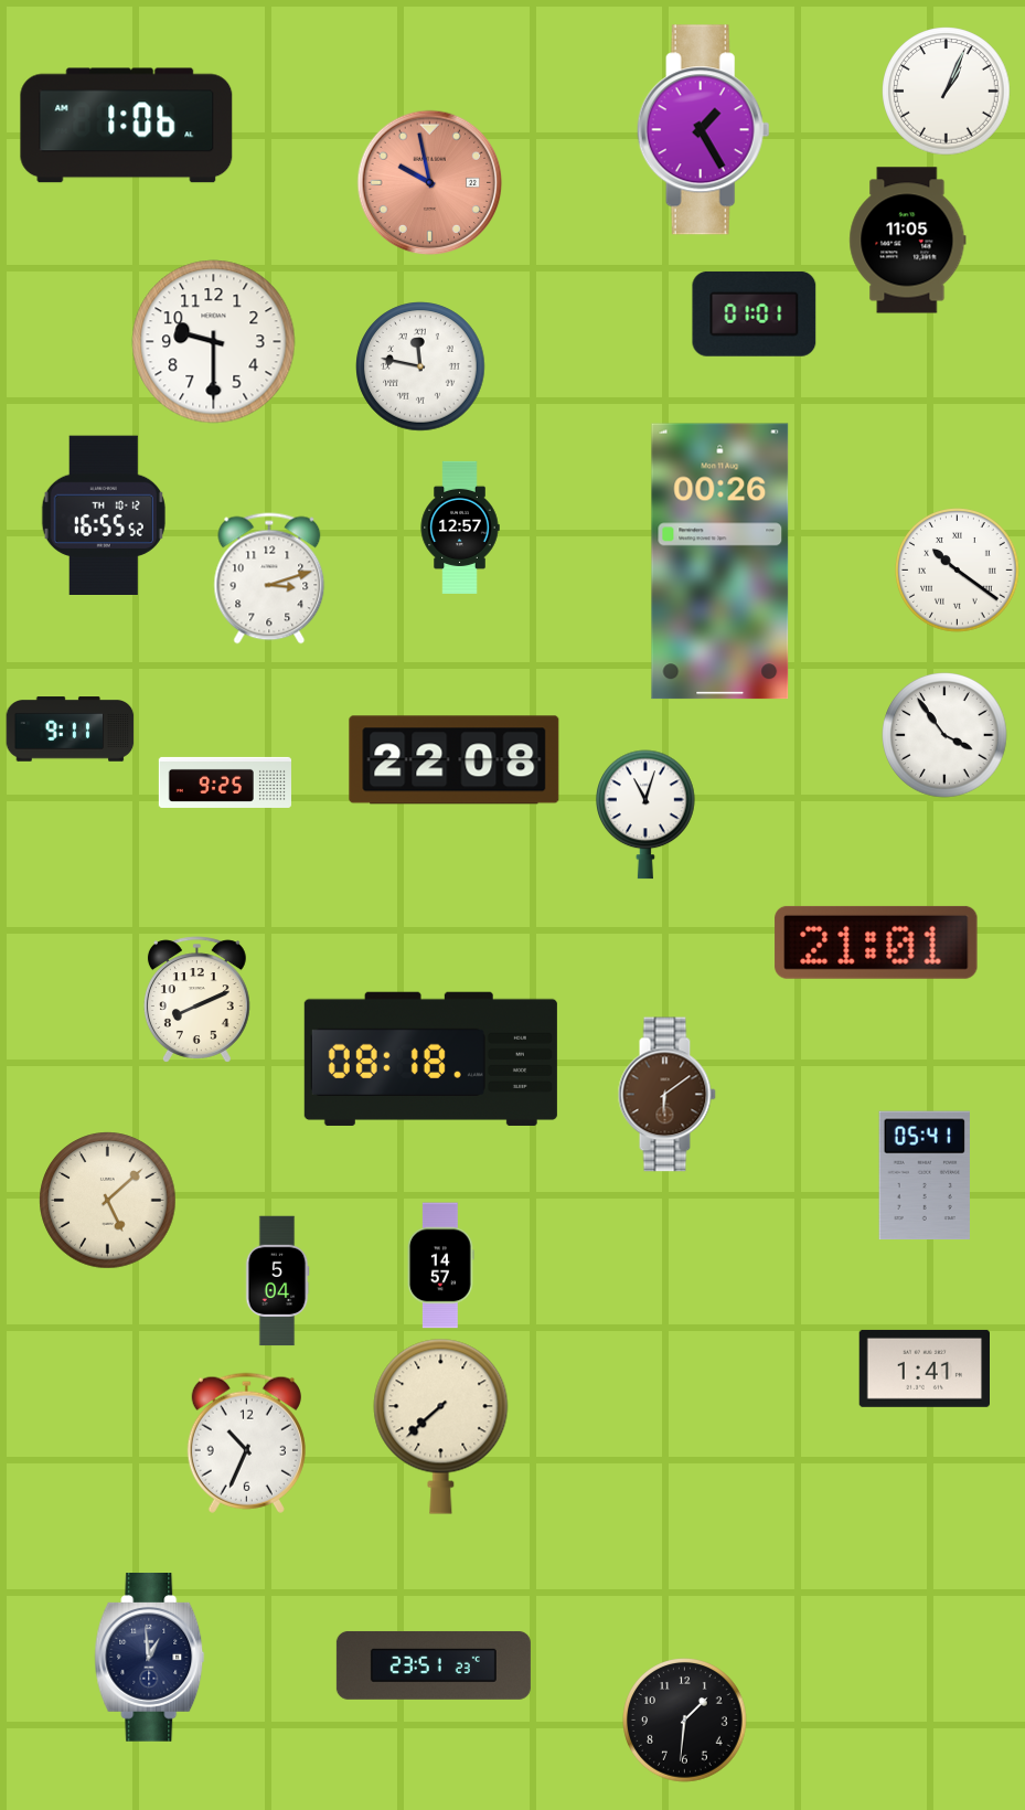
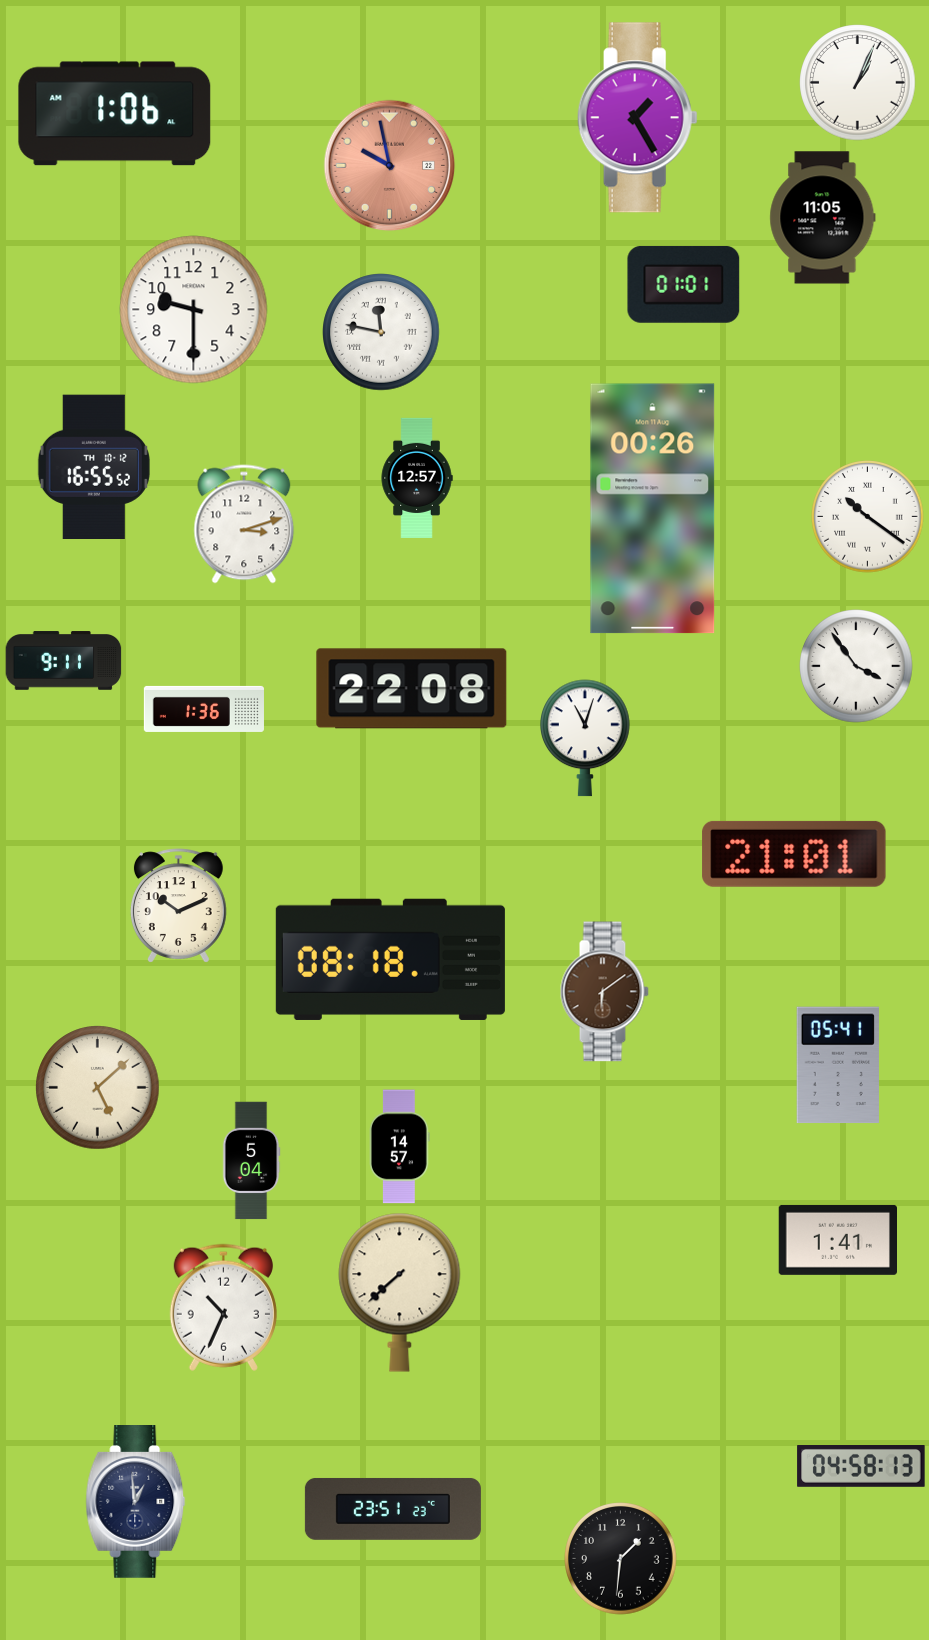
clock at (225, 782): 9:25 -> 1:36
clock at (196, 1000): 8:11 -> 10:11
clock at (861, 1467): none -> 04:58
